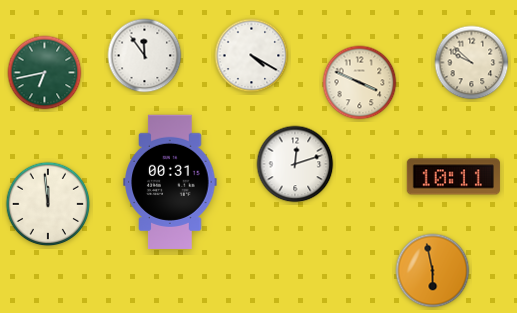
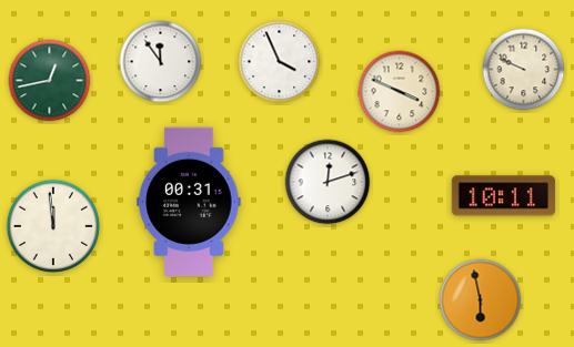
clock at (252, 56): 4:20 -> 3:56
clock at (472, 63): 9:52 -> 9:49
clock at (45, 73): 6:43 -> 12:43
